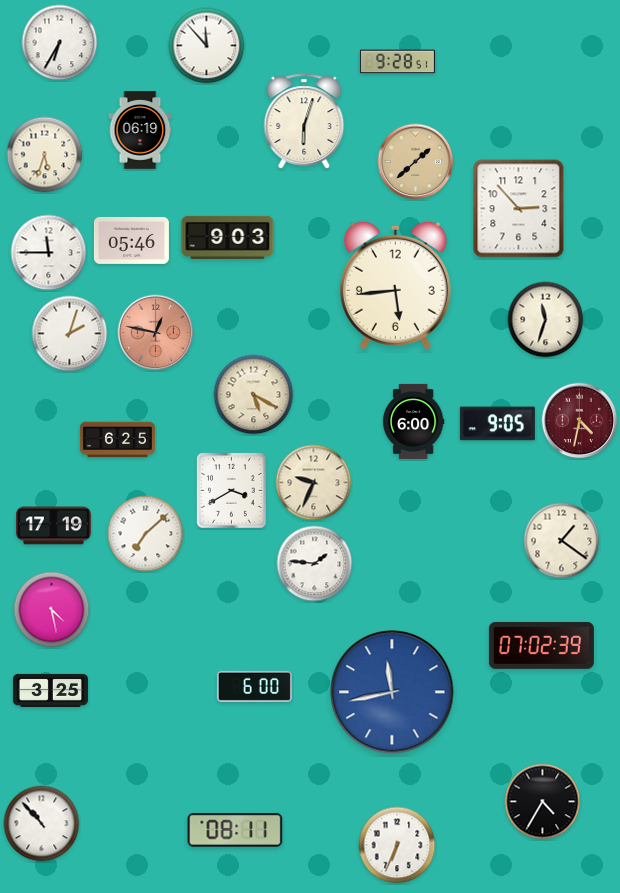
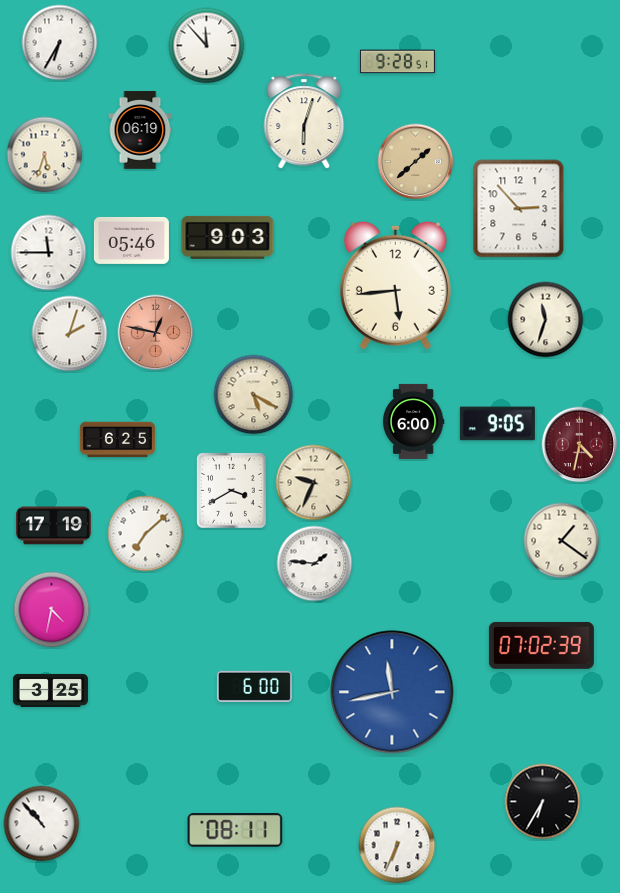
clock at (580, 421) position: (580, 421) -> (580, 445)
clock at (52, 610): 4:28 -> 4:32
clock at (543, 802): 4:35 -> 6:35
